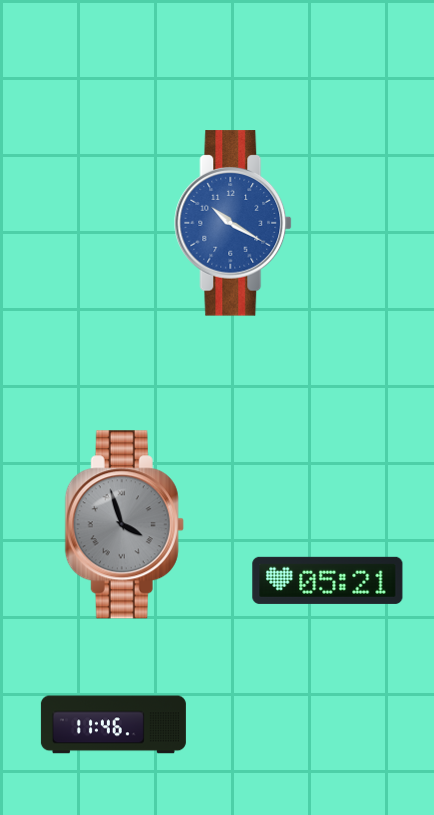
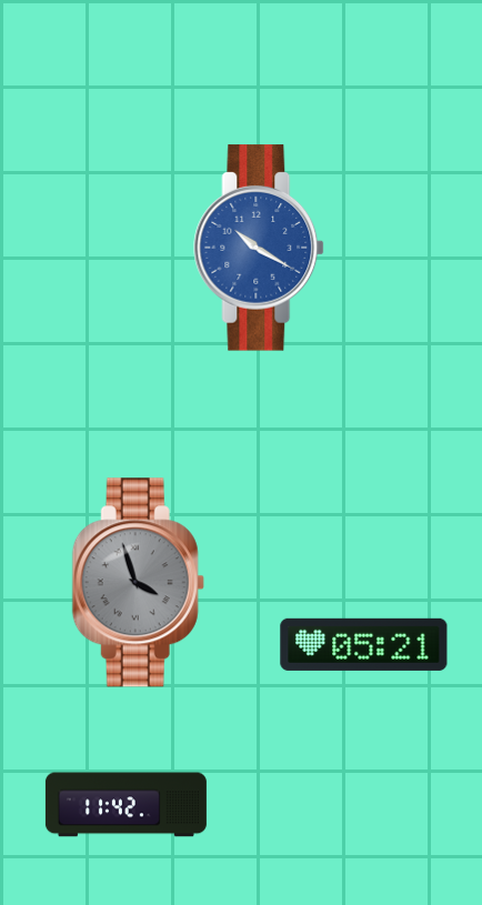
clock at (113, 725): 11:46 -> 11:42
